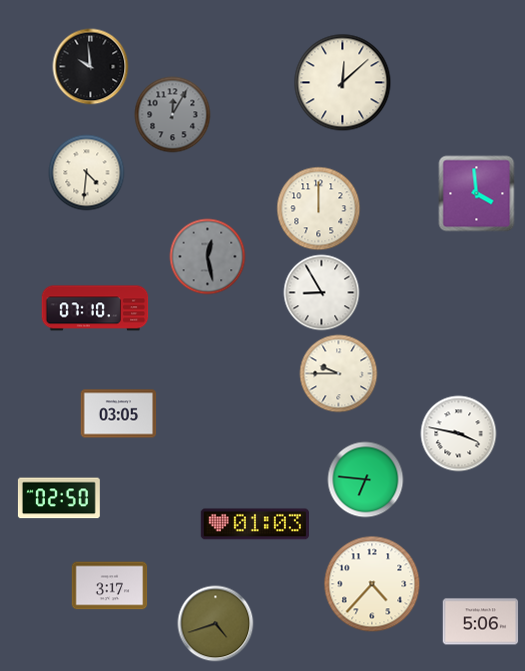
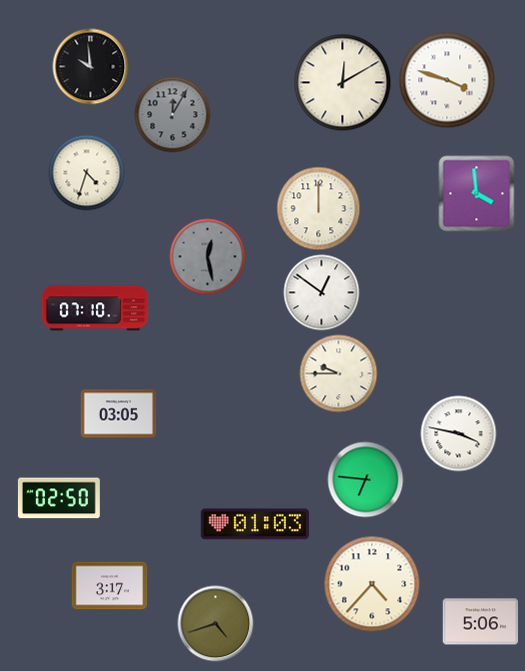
clock at (447, 80): none -> 3:48
clock at (343, 83): 12:08 -> 12:10
clock at (87, 173): 4:31 -> 4:33
clock at (322, 293): 8:55 -> 12:51
